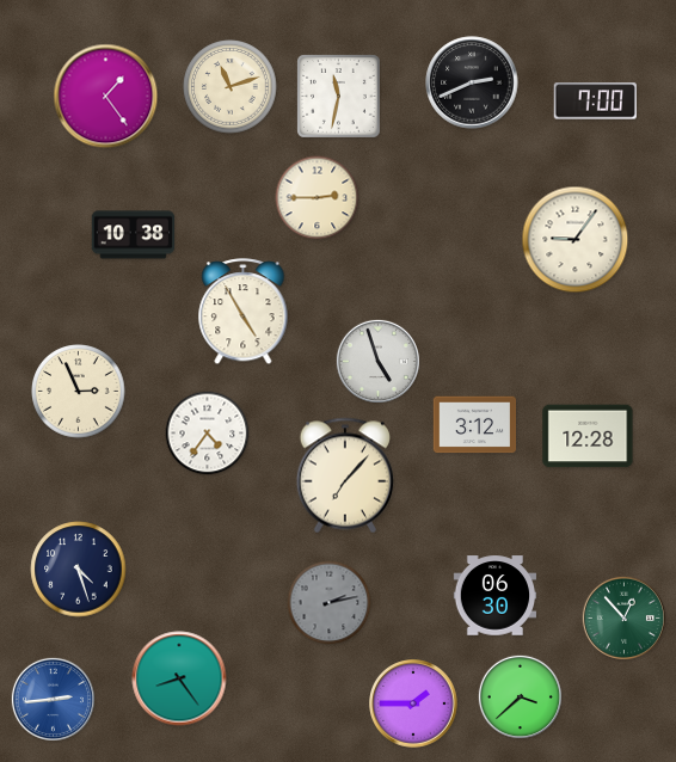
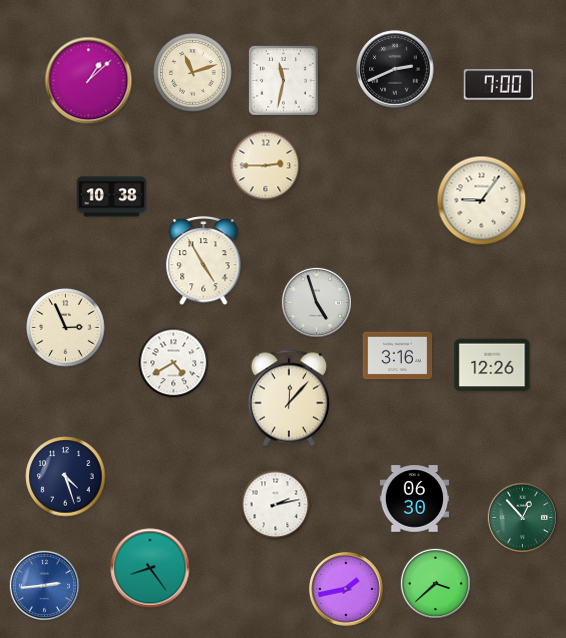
clock at (106, 97): 1:24 -> 1:08
clock at (475, 425): 3:12 -> 3:16
clock at (208, 434): 4:36 -> 4:40
clock at (588, 436): 12:28 -> 12:26
clock at (344, 475): 7:07 -> 12:07
clock at (330, 603) dial: grey -> white
clock at (413, 703): 1:45 -> 1:43
